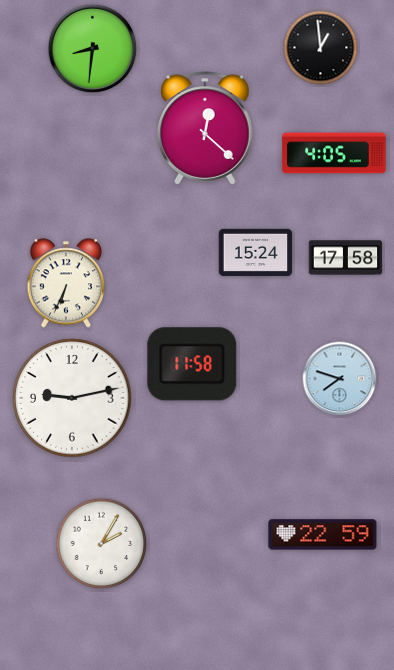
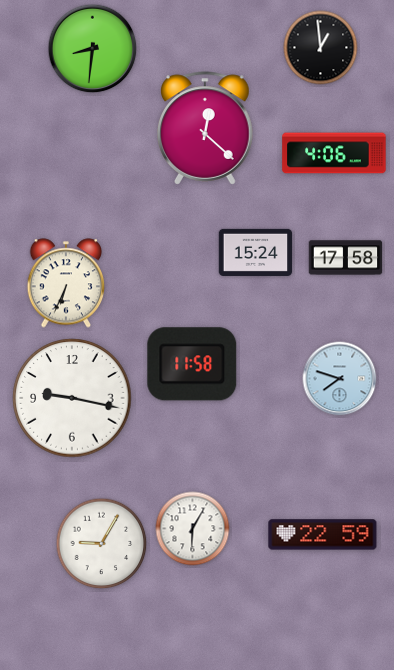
clock at (334, 153): 4:05 -> 4:06
clock at (72, 398): 9:13 -> 9:17
clock at (193, 529): none -> 6:05
clock at (102, 544): 2:05 -> 9:05
